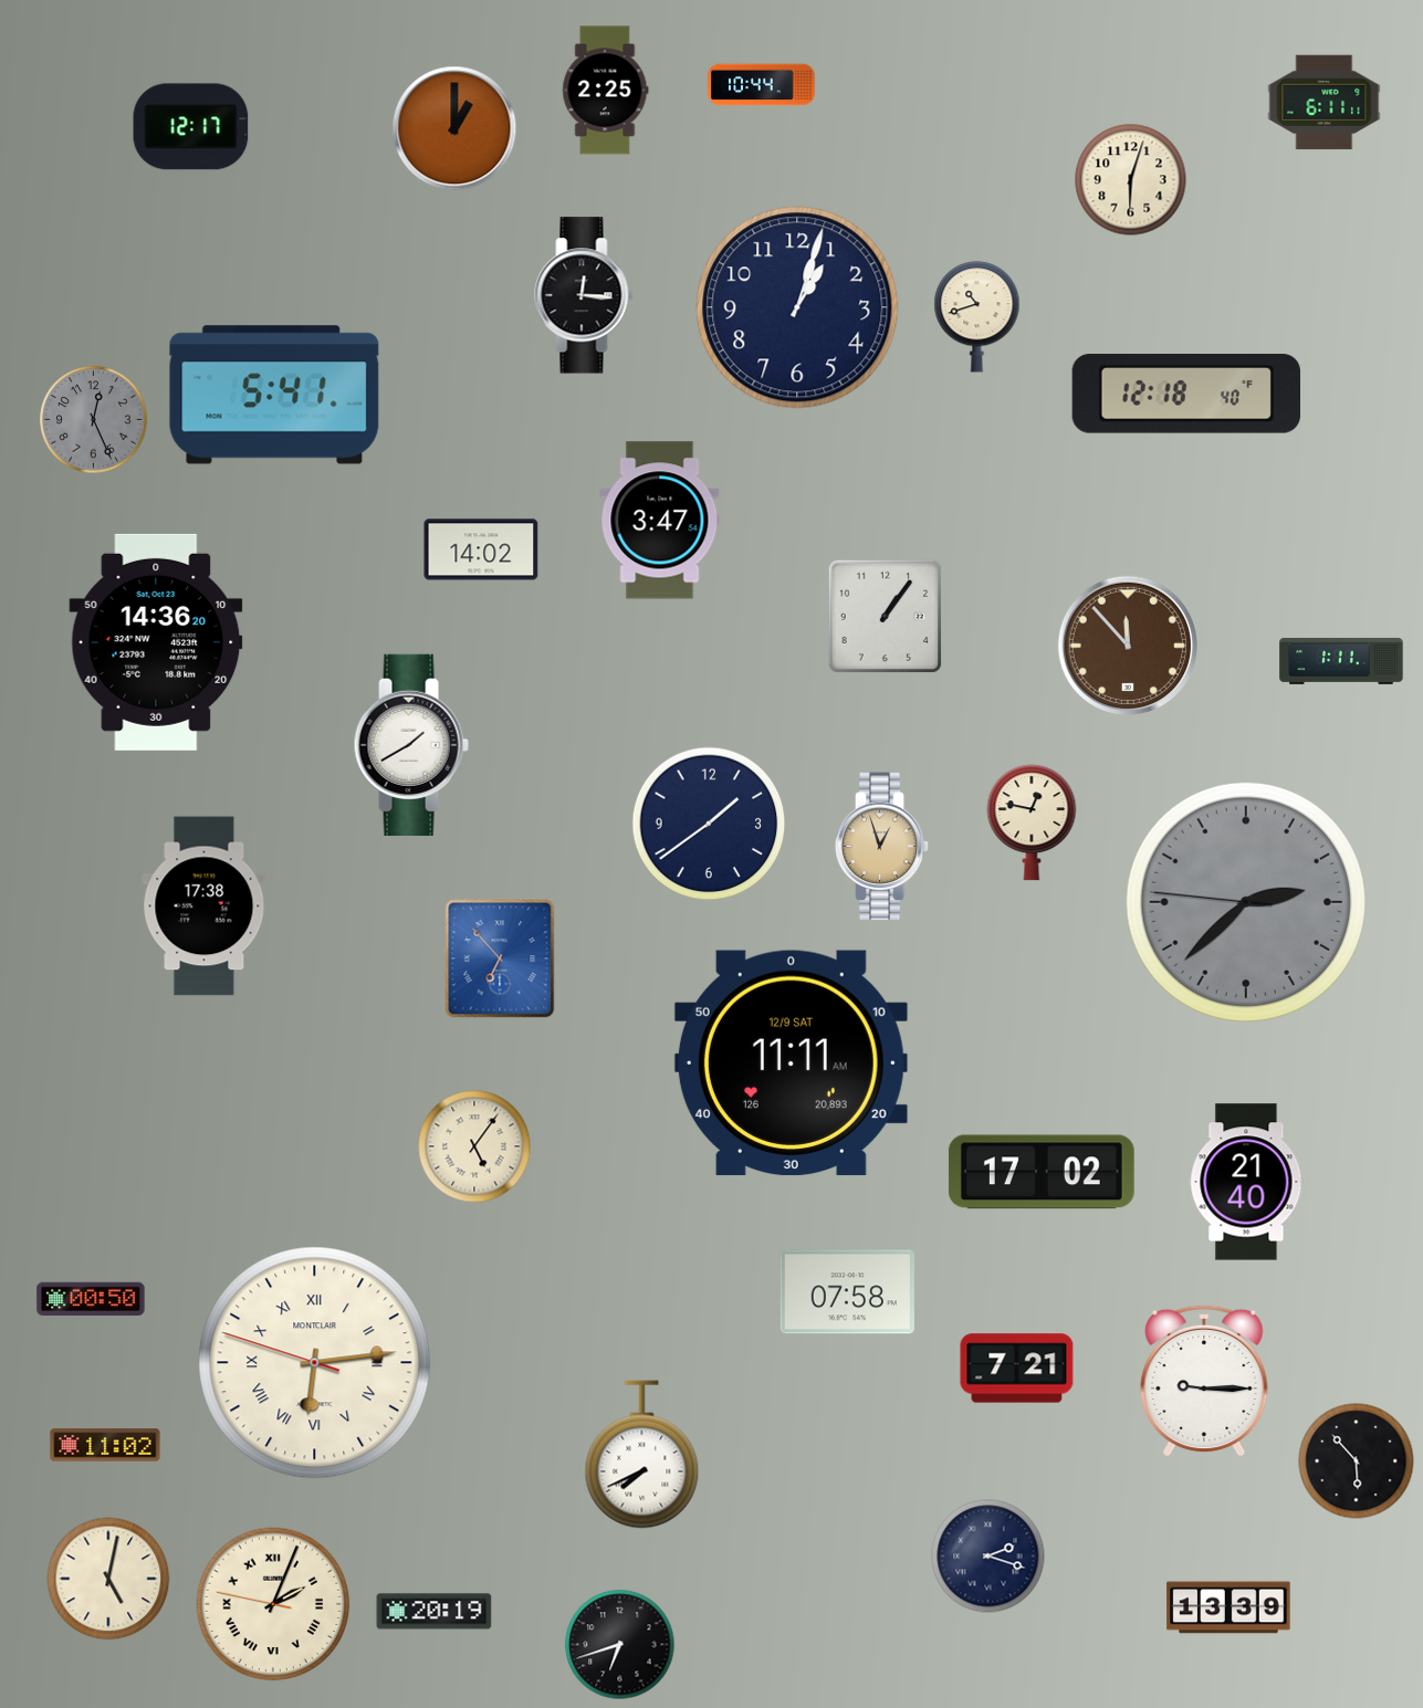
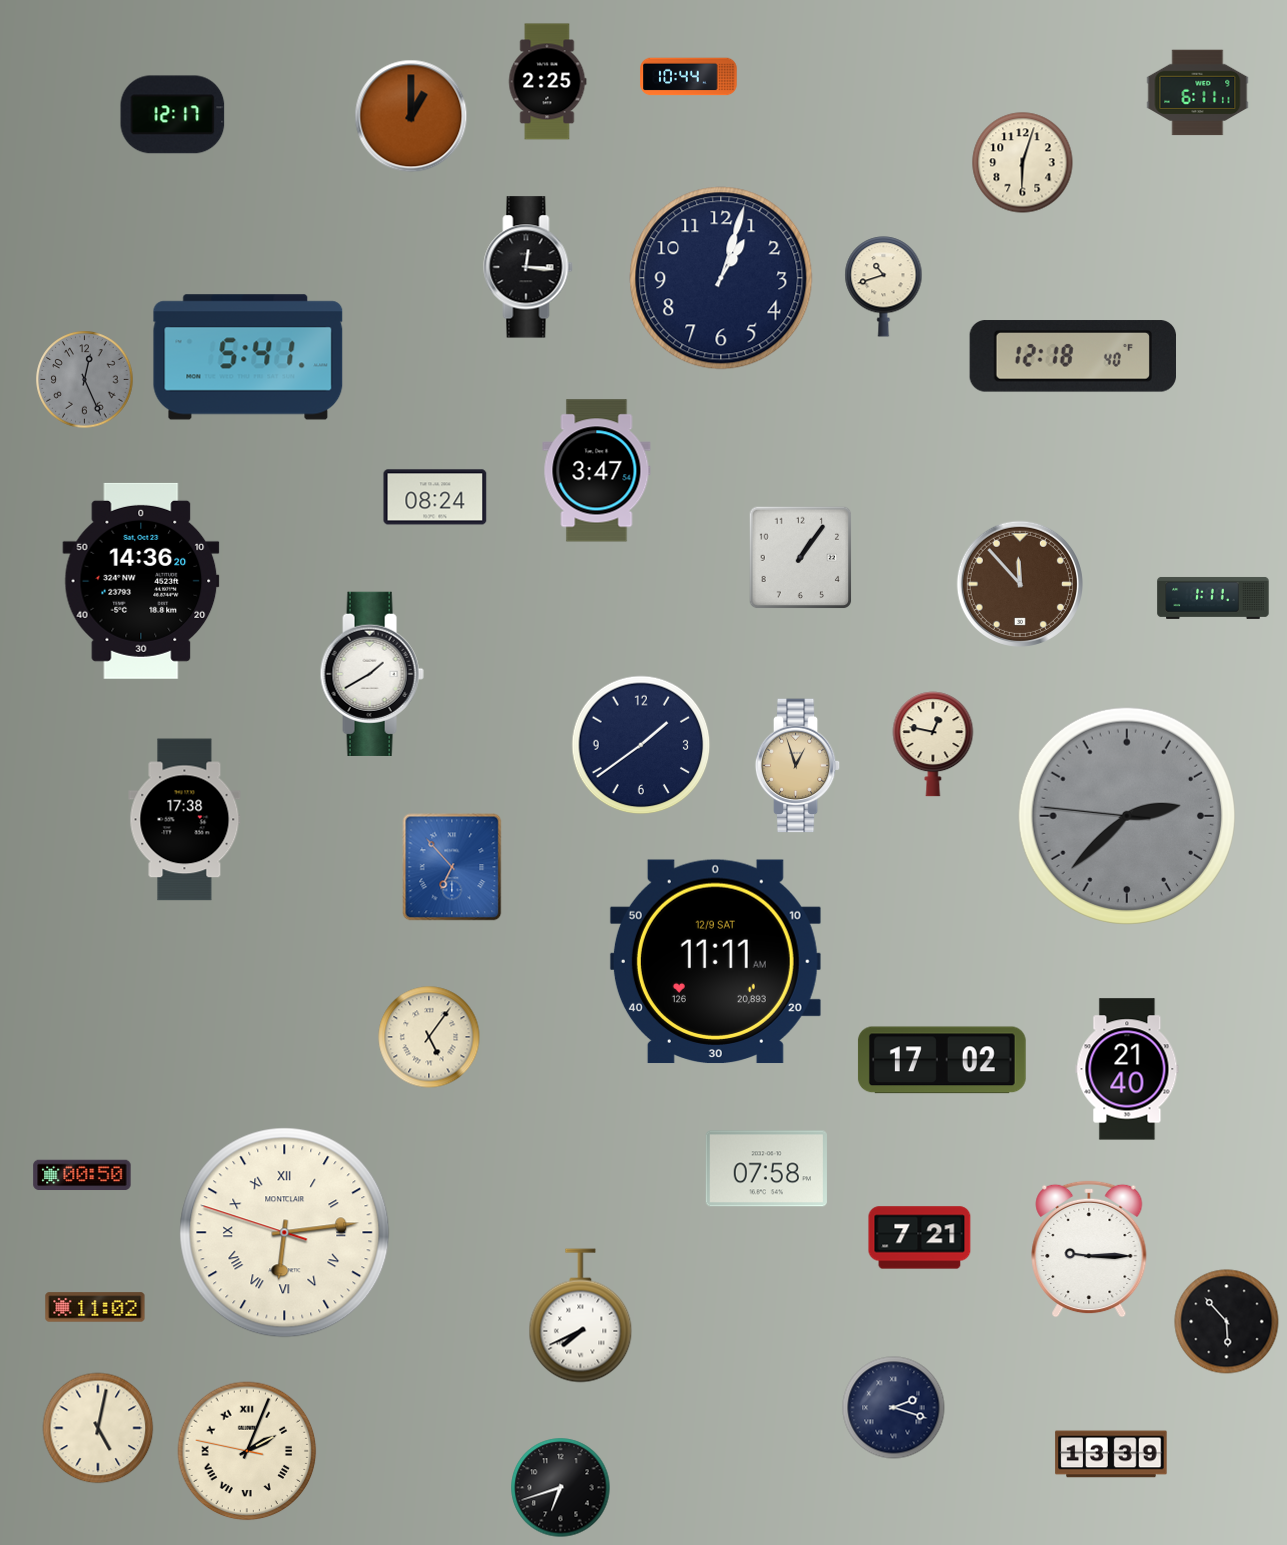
clock at (481, 549): 14:02 -> 08:24
clock at (435, 1612): 20:19 -> none
